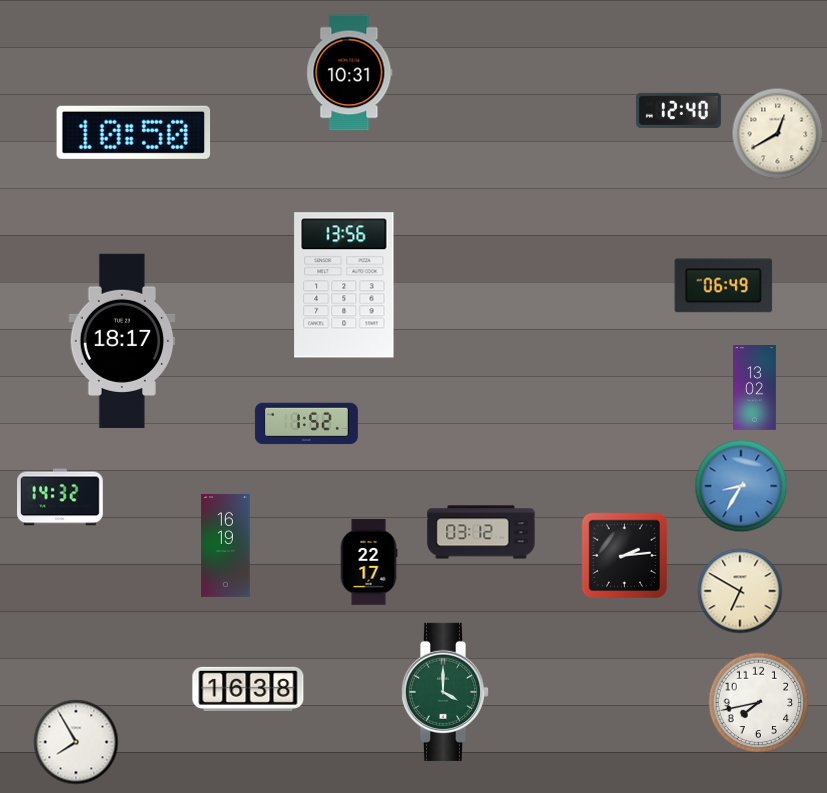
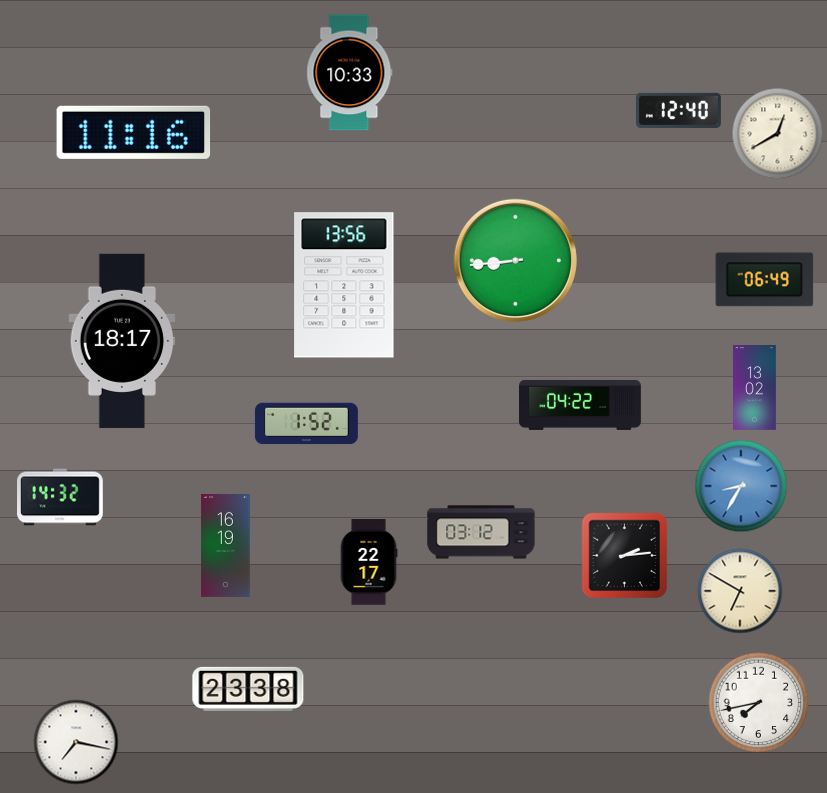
clock at (350, 73): 10:31 -> 10:33
clock at (134, 132): 10:50 -> 11:16
clock at (515, 260): none -> 8:44
clock at (724, 286) position: (724, 286) -> (765, 280)
clock at (581, 405): none -> 04:22
clock at (248, 689): 16:38 -> 23:38
clock at (444, 692): 4:00 -> none
clock at (76, 742): 7:55 -> 7:17
